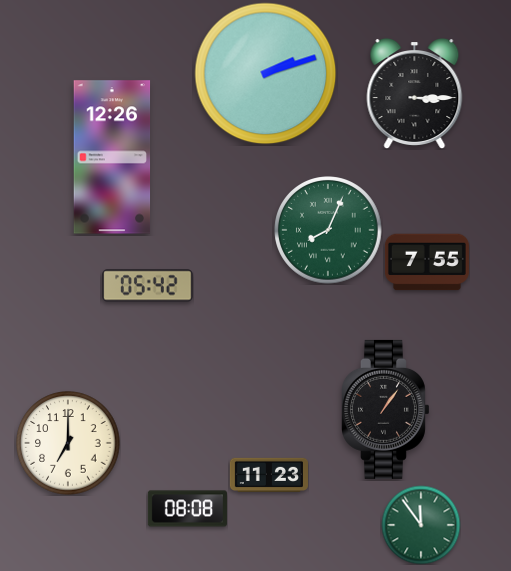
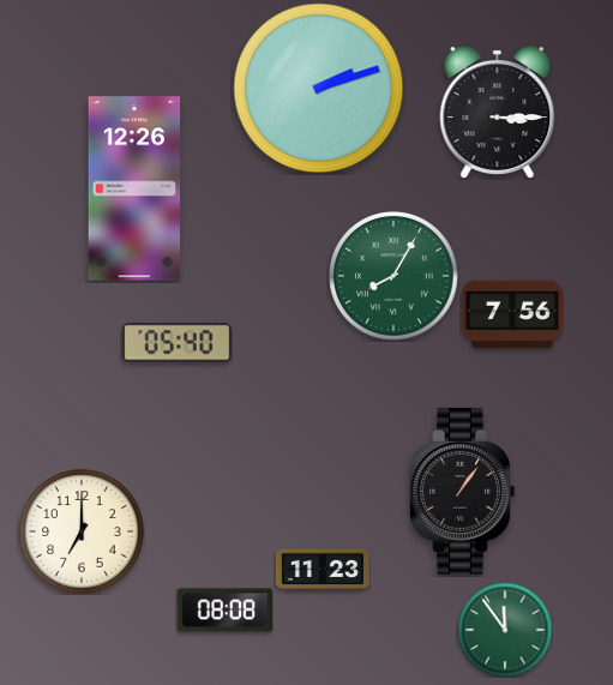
clock at (328, 230): 8:04 -> 8:05
clock at (427, 262): 7:55 -> 7:56
clock at (148, 286): 05:42 -> 05:40
